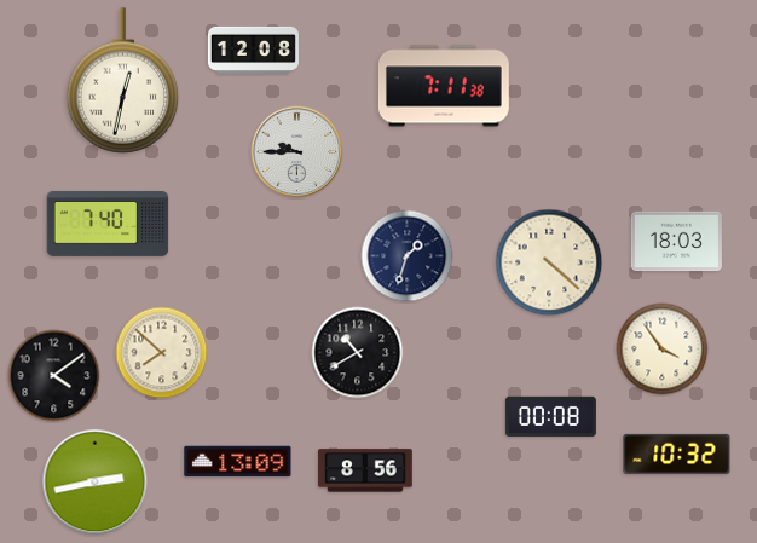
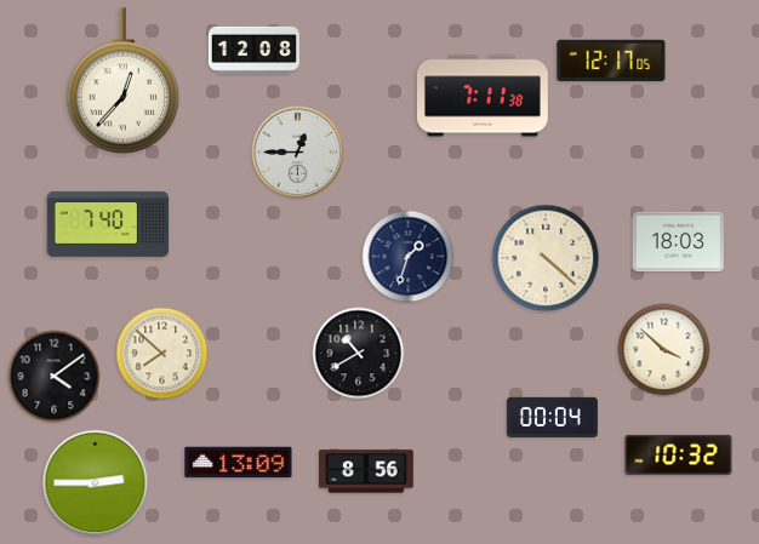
clock at (611, 59): none -> 12:17
clock at (123, 81): 12:32 -> 12:37
clock at (444, 86) position: (444, 86) -> (483, 96)
clock at (297, 152): 9:45 -> 12:45
clock at (549, 262) position: (549, 262) -> (546, 258)
clock at (663, 350): 3:54 -> 3:52
clock at (550, 416): 00:08 -> 00:04
clock at (96, 483): 2:43 -> 2:45
